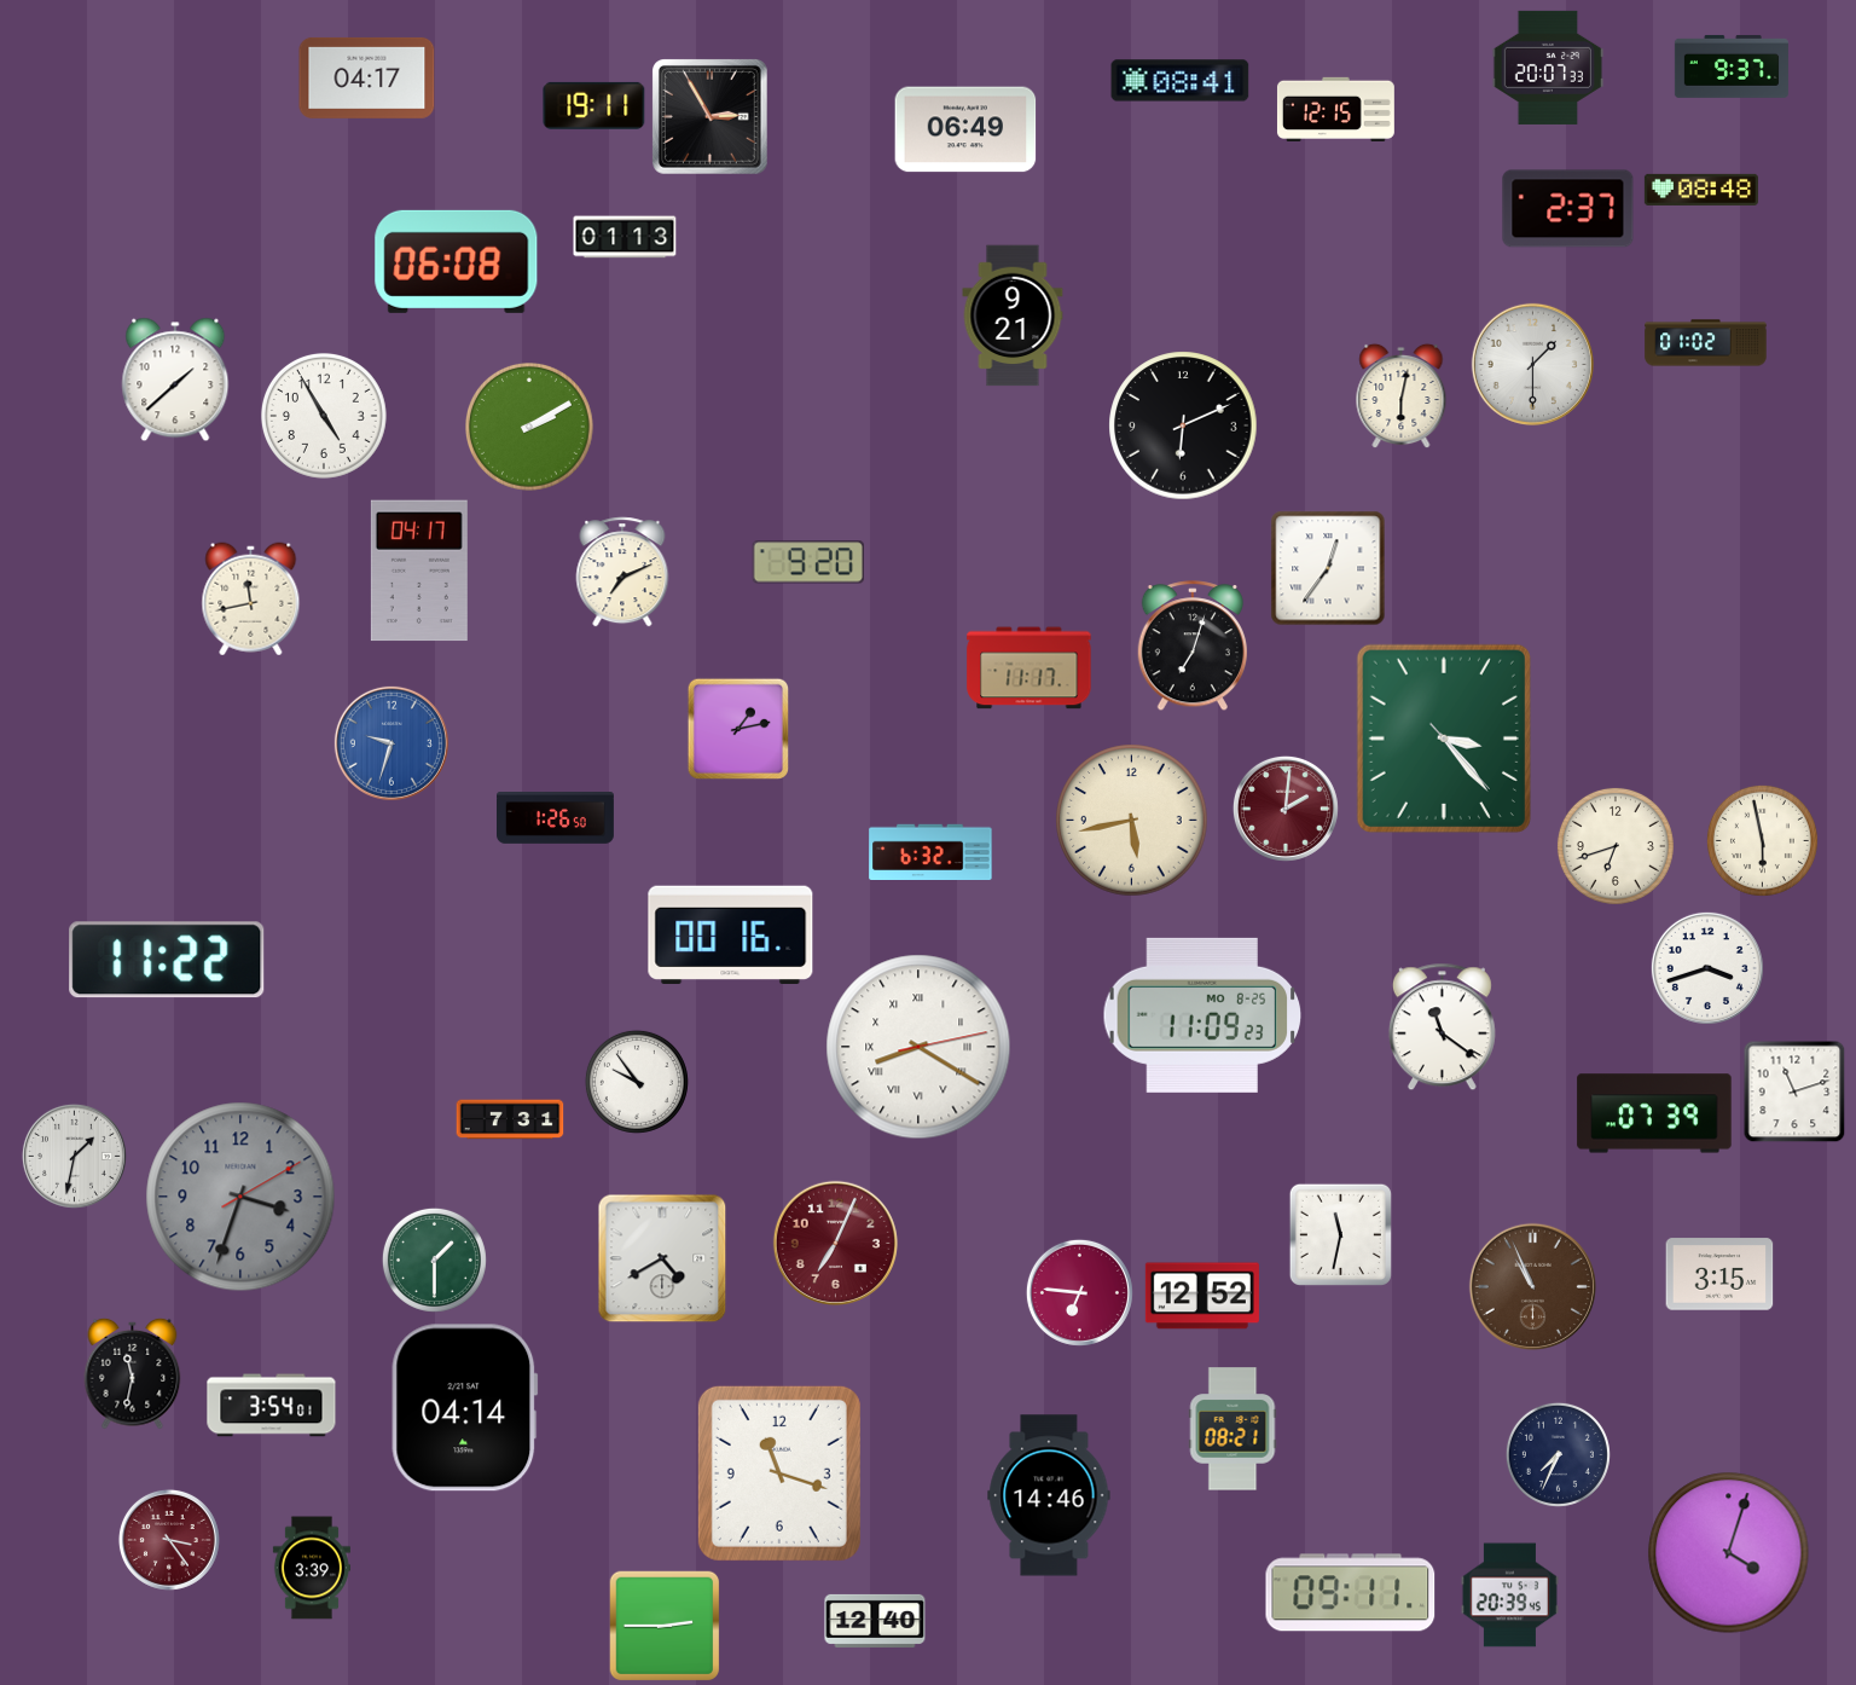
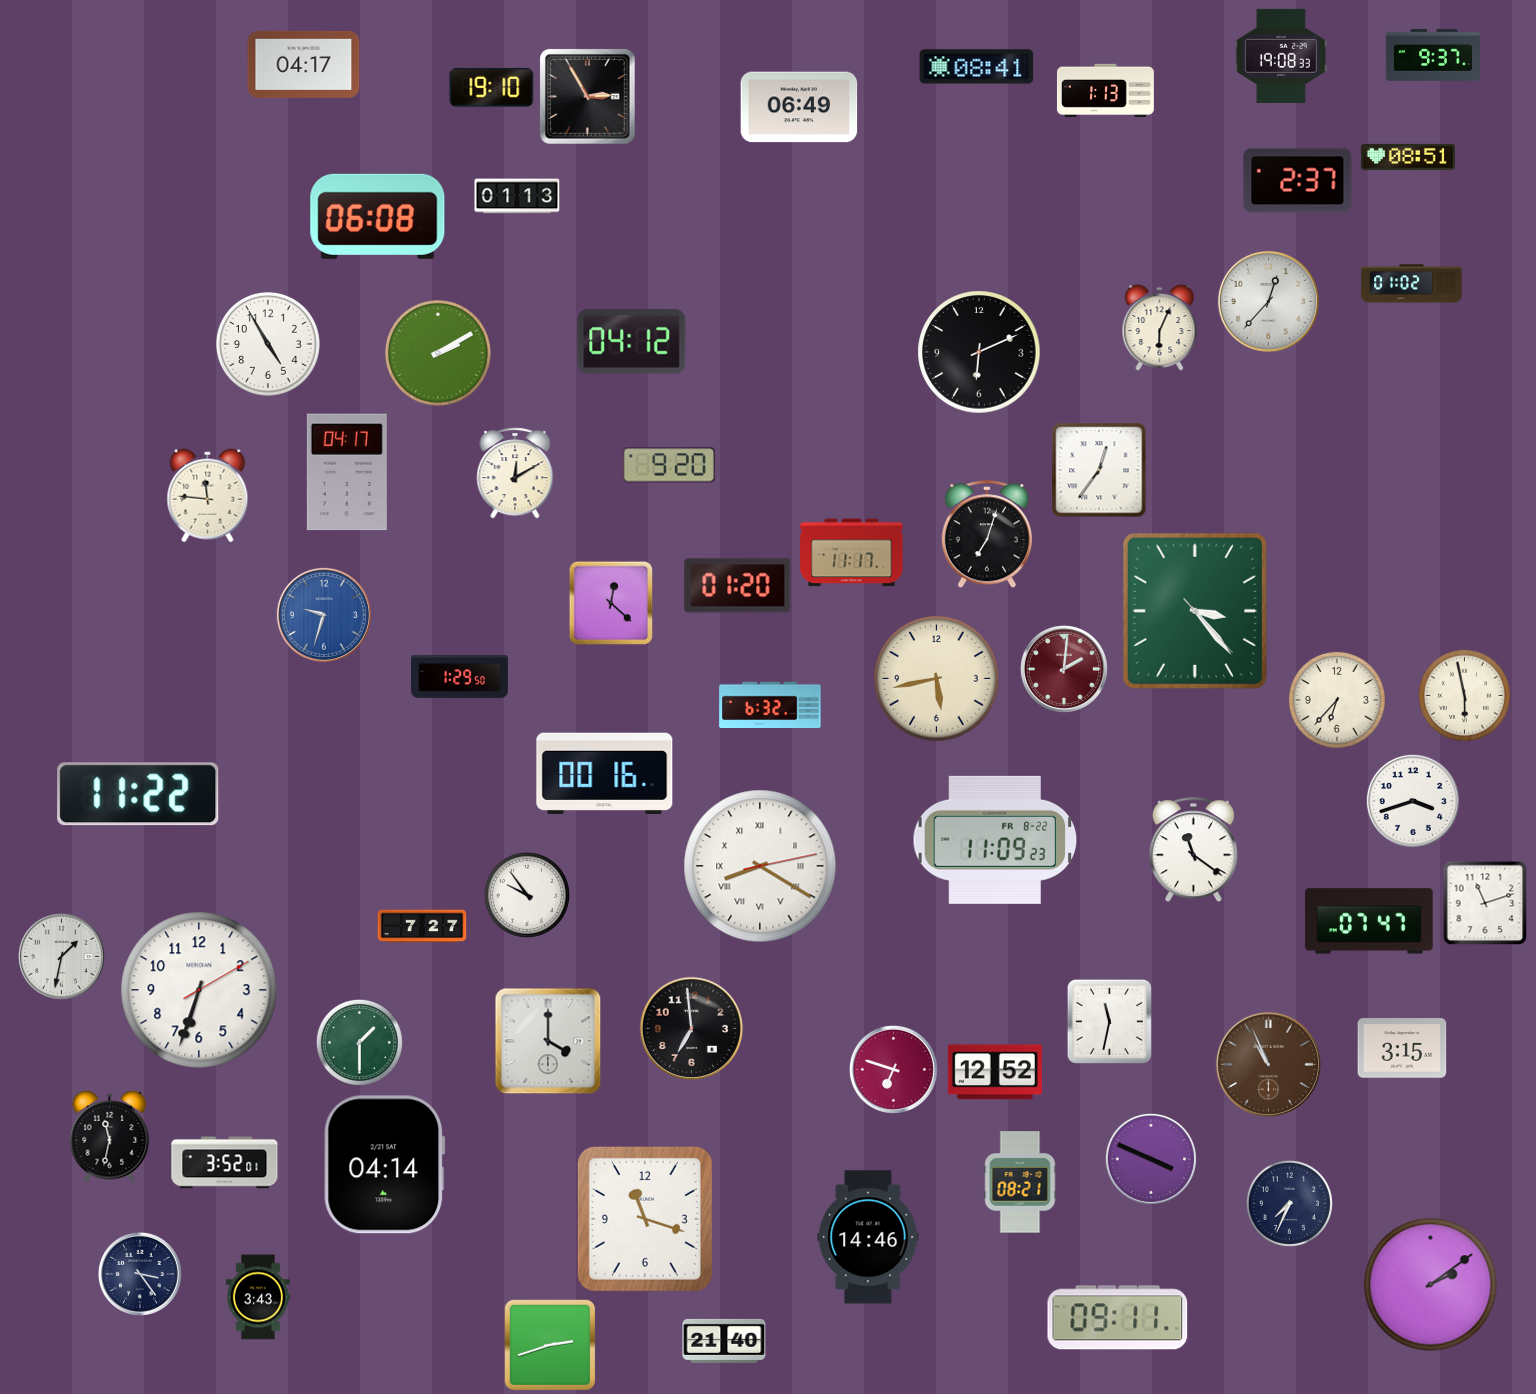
clock at (1548, 68): 20:07 -> 19:08
clock at (594, 105): 19:11 -> 19:10
clock at (1335, 109): 12:15 -> 1:13
clock at (1701, 190): 08:48 -> 08:51
clock at (1568, 209) position: (1568, 209) -> (1298, 181)
clock at (1013, 315): 9:21 -> none
clock at (1532, 364): 1:30 -> 12:37
clock at (175, 380): 1:38 -> none
clock at (1402, 396): 6:02 -> 6:04
clock at (632, 342): none -> 04:12
clock at (622, 572): 7:11 -> 12:10
clock at (251, 600): 11:43 -> 11:46
clock at (738, 586): none -> 01:20
clock at (737, 728): 1:13 -> 12:22
clock at (556, 818): 1:26 -> 1:29
clock at (1762, 840) position: (1762, 840) -> (1464, 695)
clock at (1616, 846): 6:42 -> 6:37
clock at (1202, 1015) date: MO 8-25 -> FR 8-22
clock at (1654, 1113): 07:39 -> 07:47
clock at (510, 1119): 7:31 -> 7:27
clock at (240, 1197): 3:33 -> 6:33
clock at (240, 1197) dial: grey -> white
clock at (835, 1243): 7:04 -> 6:59
clock at (835, 1243) dial: burgundy -> black
clock at (662, 1258): 4:40 -> 4:00
clock at (1719, 1274) position: (1719, 1274) -> (1402, 1048)
clock at (1079, 1292): 6:46 -> 6:48
clock at (1151, 1159): none -> 3:49
clock at (272, 1406): 3:54 -> 3:52
clock at (169, 1540) dial: burgundy -> navy
clock at (1729, 1553): 4:03 -> 2:09
clock at (312, 1568): 3:39 -> 3:43
clock at (1509, 1596): 20:39 -> none
clock at (875, 1621): 12:40 -> 21:40
clock at (665, 1626): 2:45 -> 2:42
